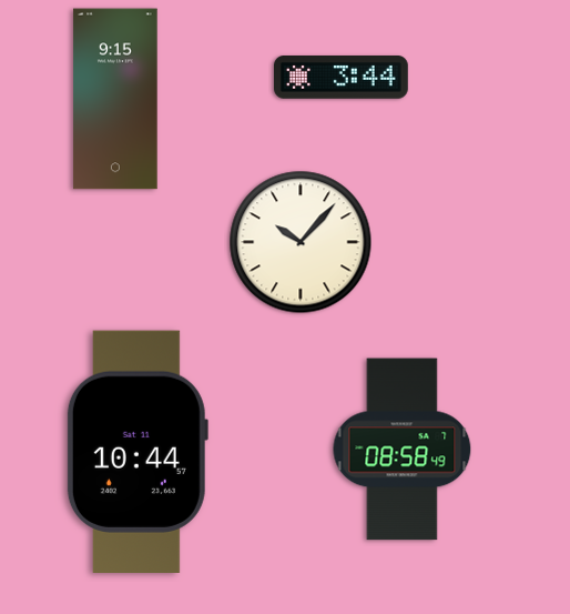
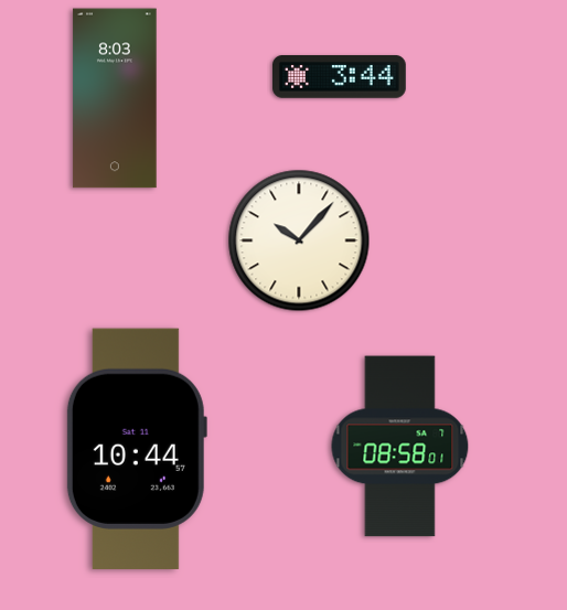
clock at (115, 99): 9:15 -> 8:03
clock at (403, 450): 08:58:49 -> 08:58:01
